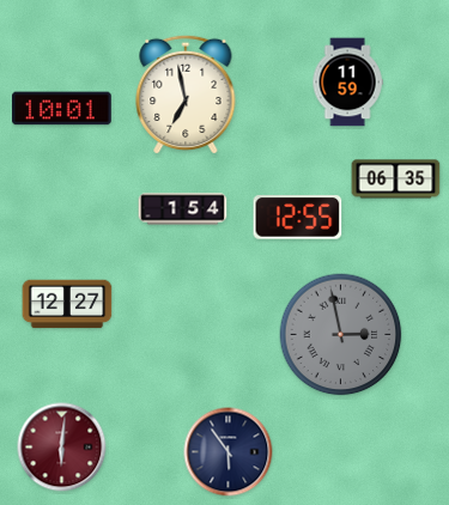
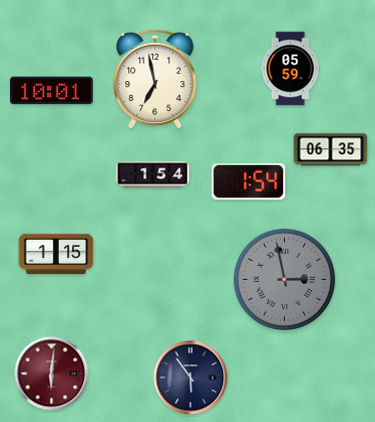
clock at (347, 83): 11:59 -> 05:59
clock at (298, 218): 12:55 -> 1:54
clock at (67, 304): 12:27 -> 1:15
